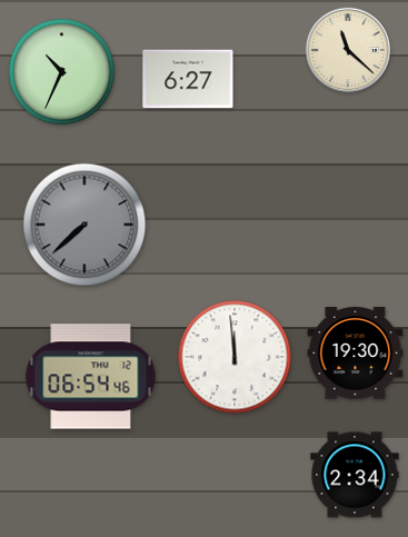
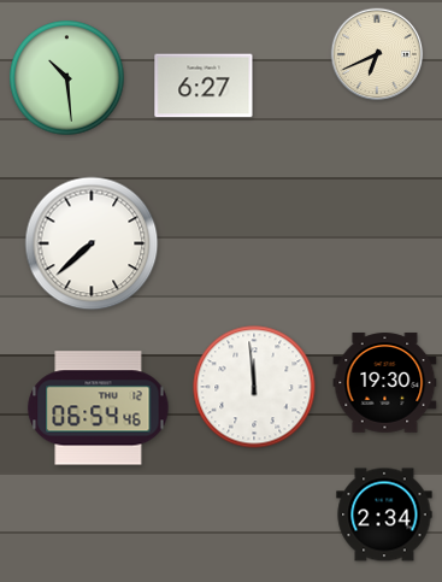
clock at (348, 50): 11:22 -> 6:41
clock at (62, 72): 10:34 -> 10:29
clock at (84, 225) dial: grey -> white
